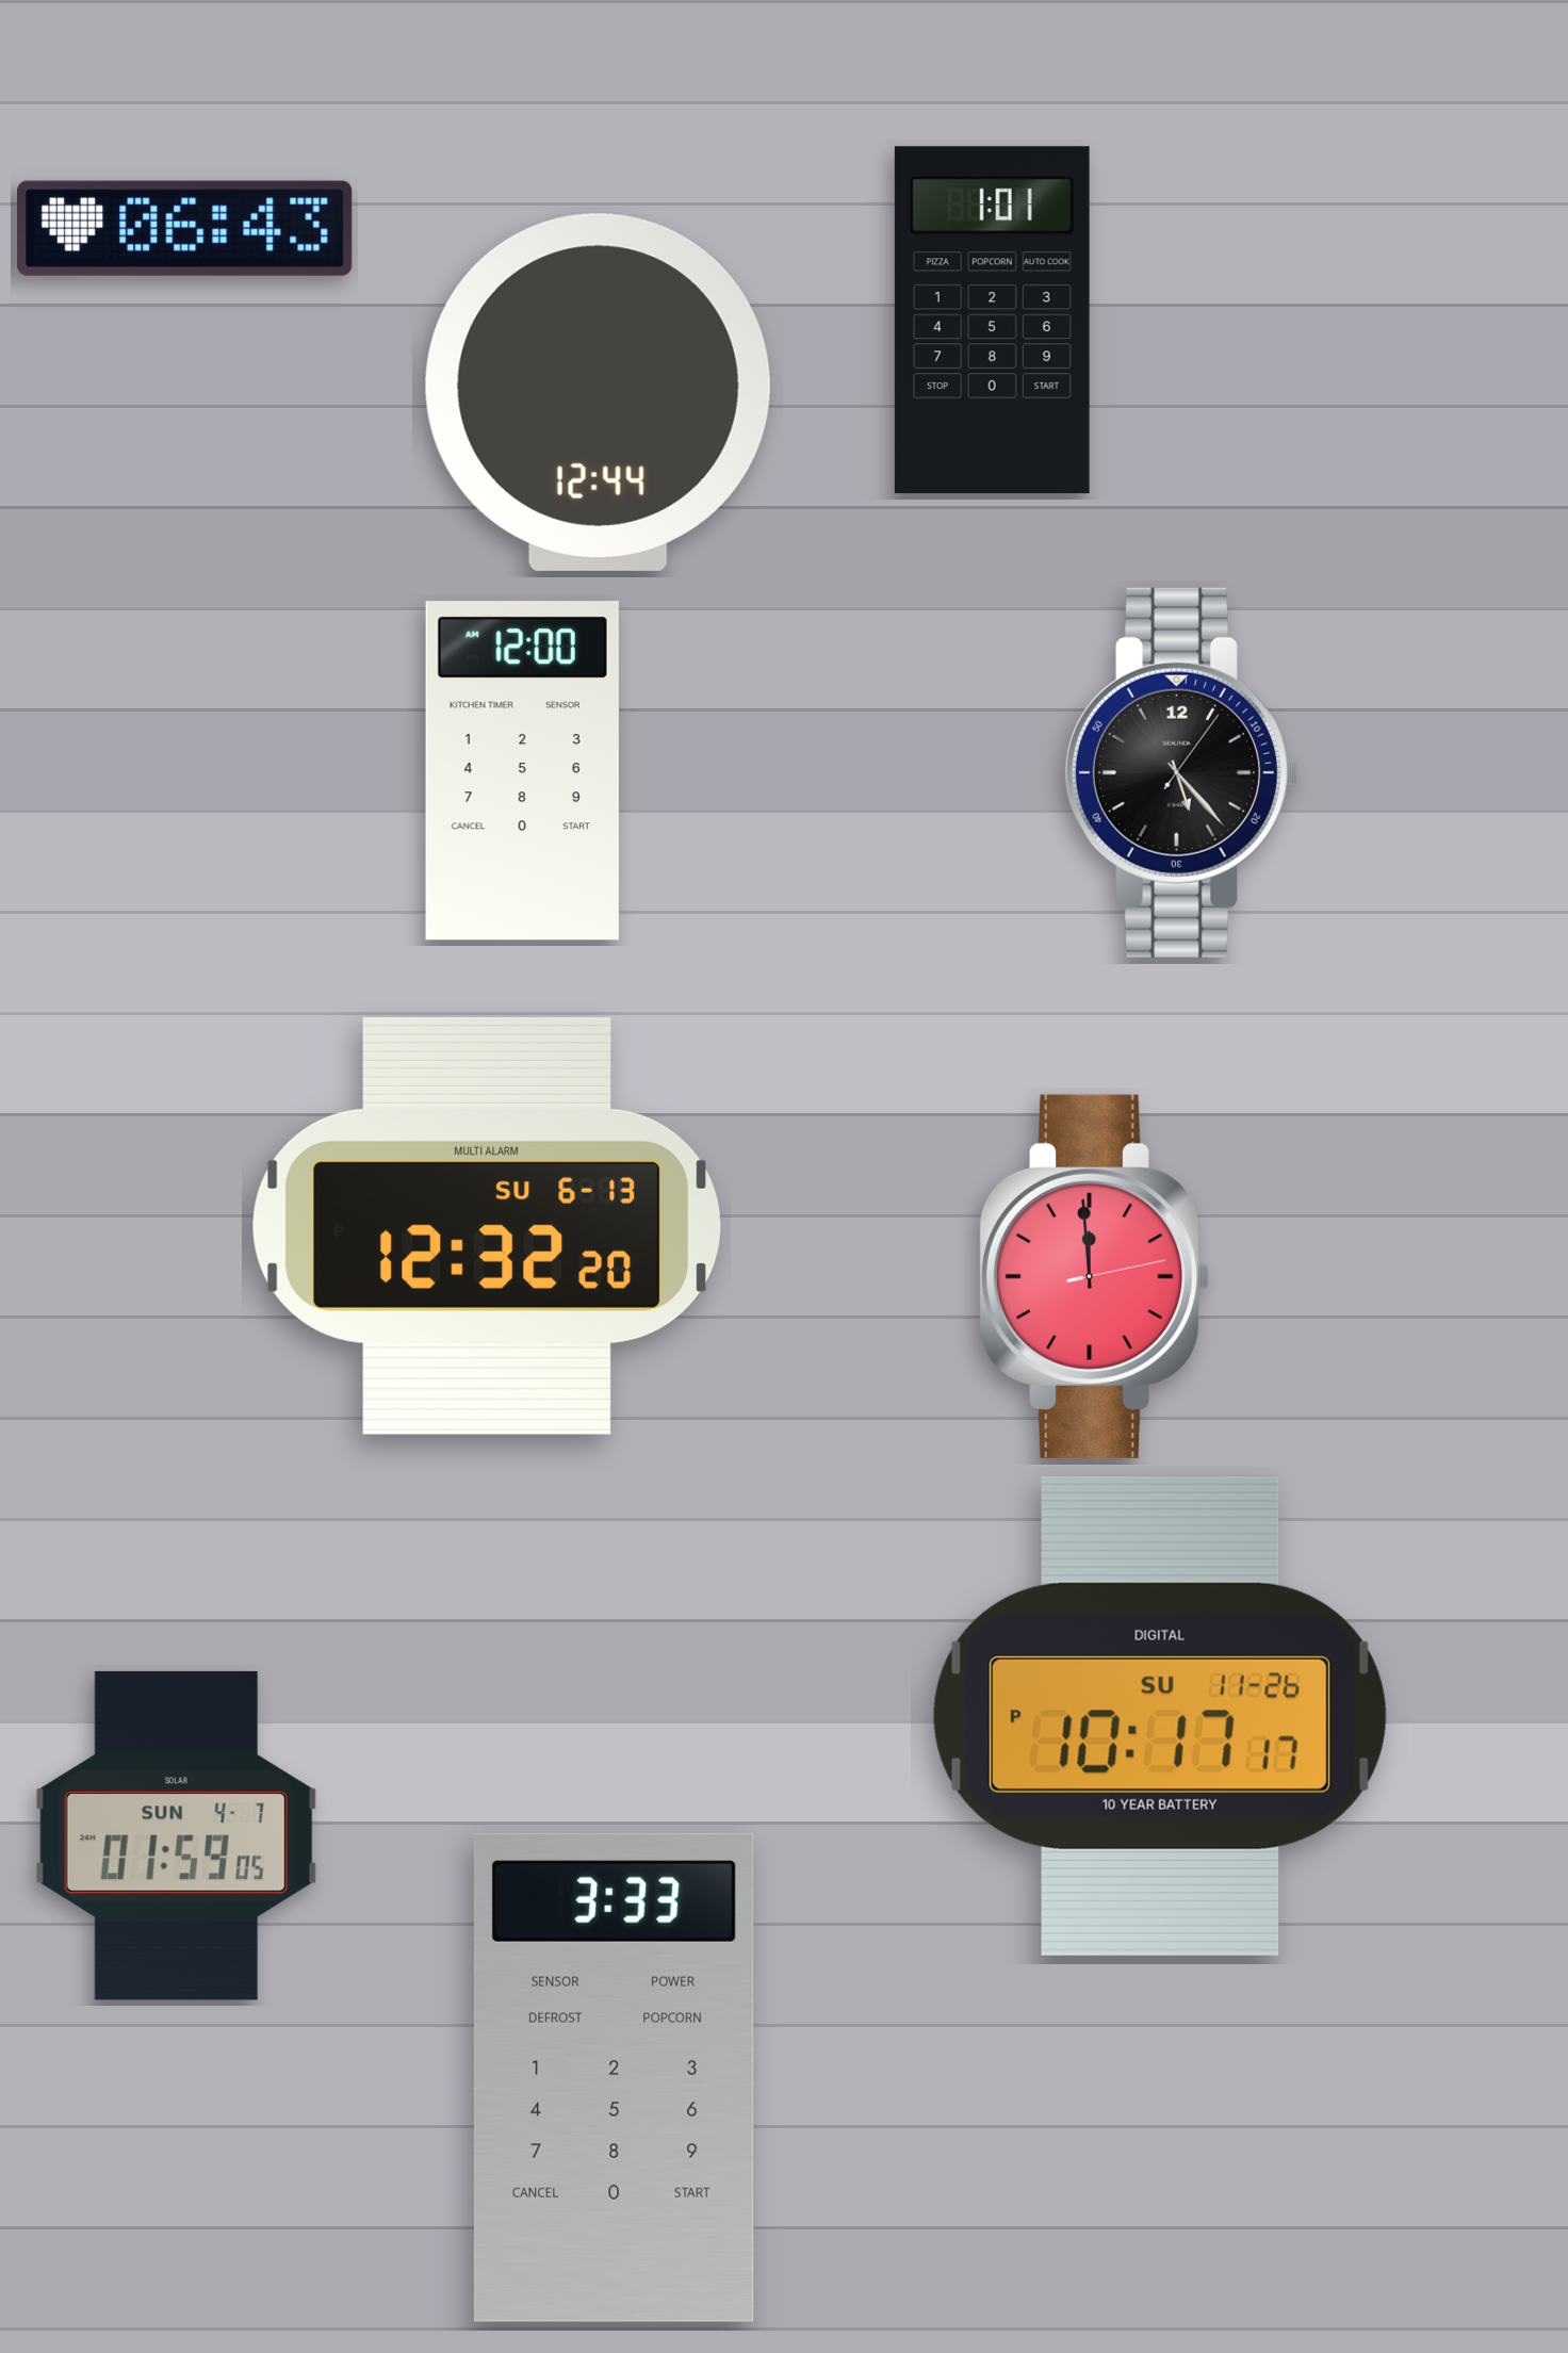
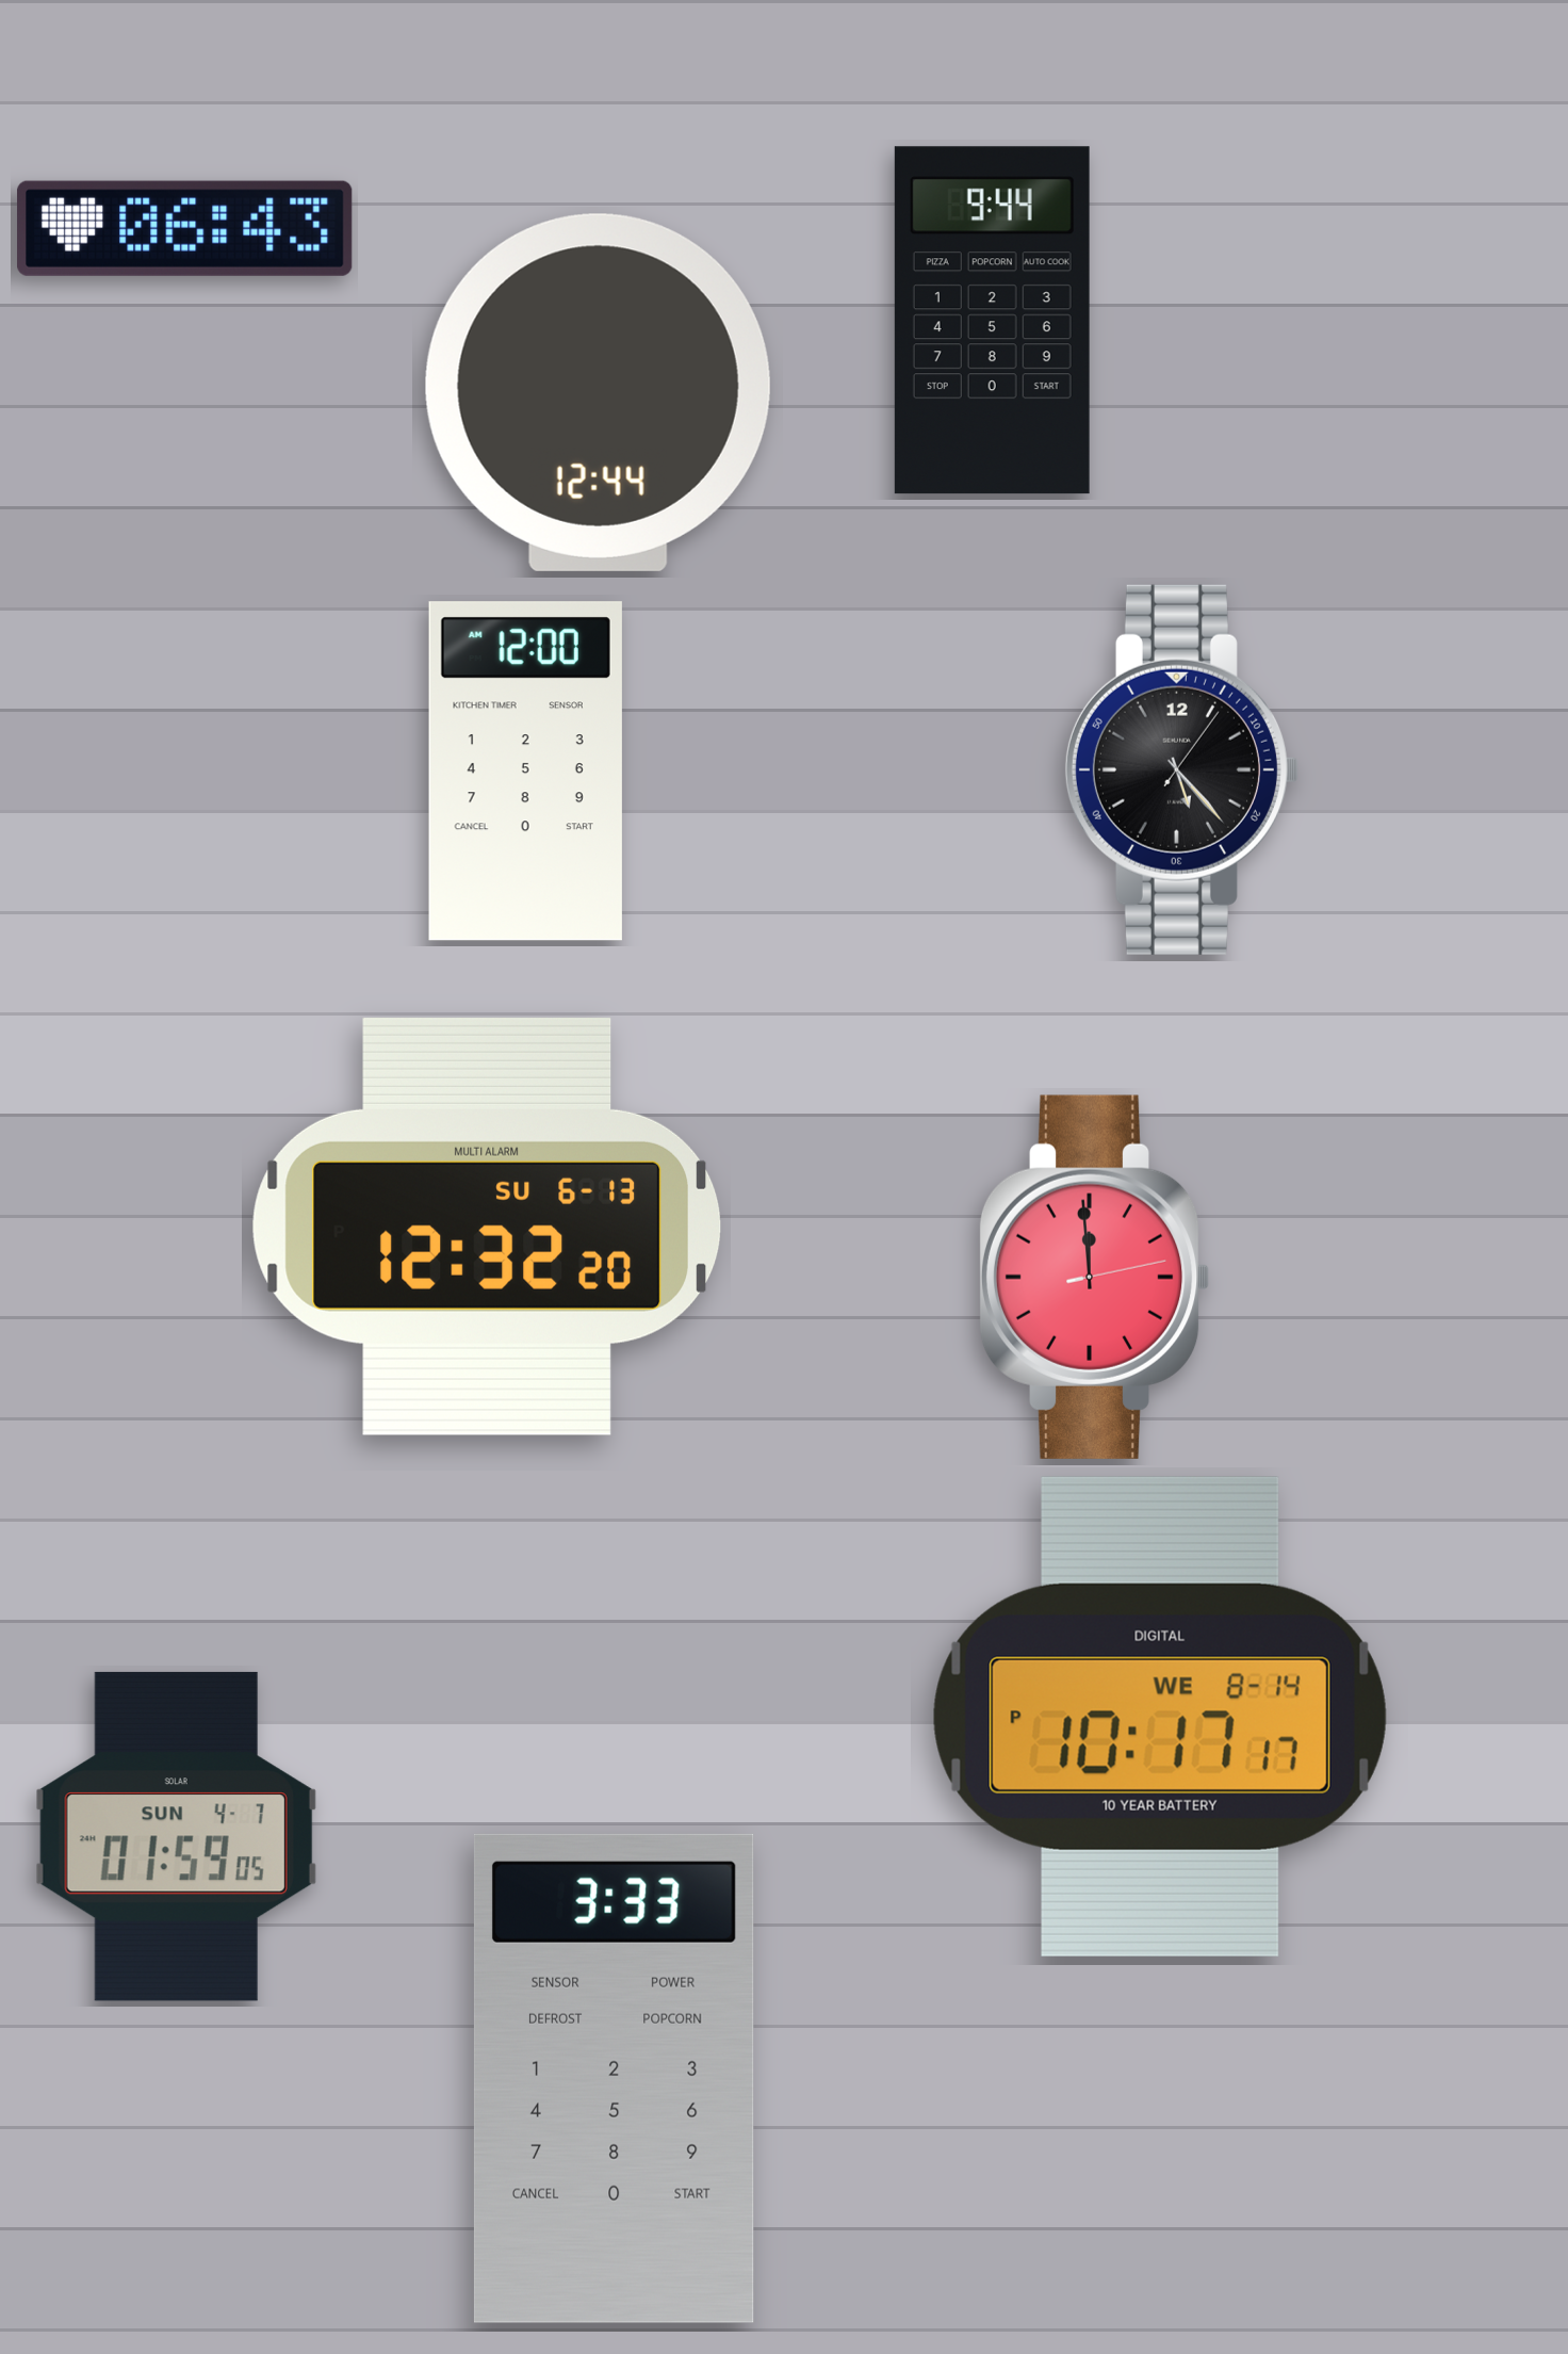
clock at (992, 321): 1:01 -> 9:44
clock at (522, 771) position: (522, 771) -> (525, 772)
clock at (1181, 772) position: (1181, 772) -> (1181, 769)
clock at (1160, 1716) date: SU 11-26 -> WE 8-14
